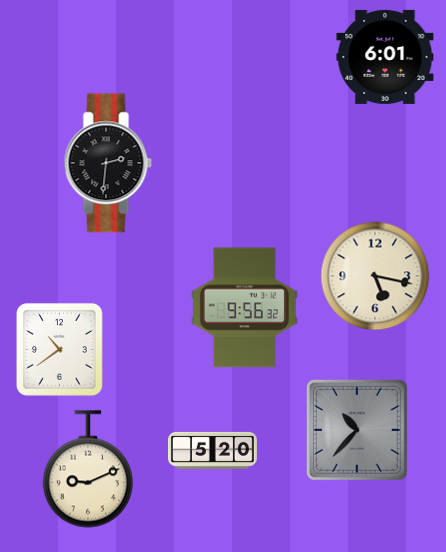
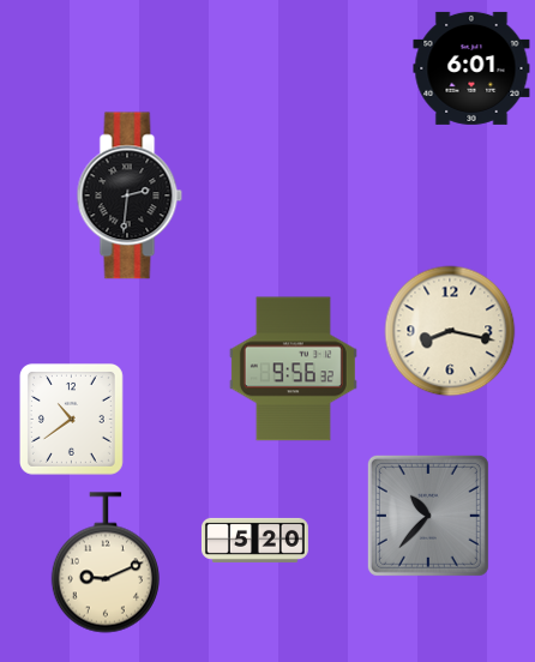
clock at (385, 57) position: (385, 57) -> (471, 68)
clock at (375, 276): 5:17 -> 8:17
